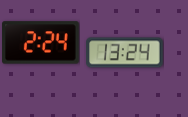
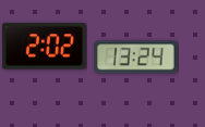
clock at (41, 43): 2:24 -> 2:02
